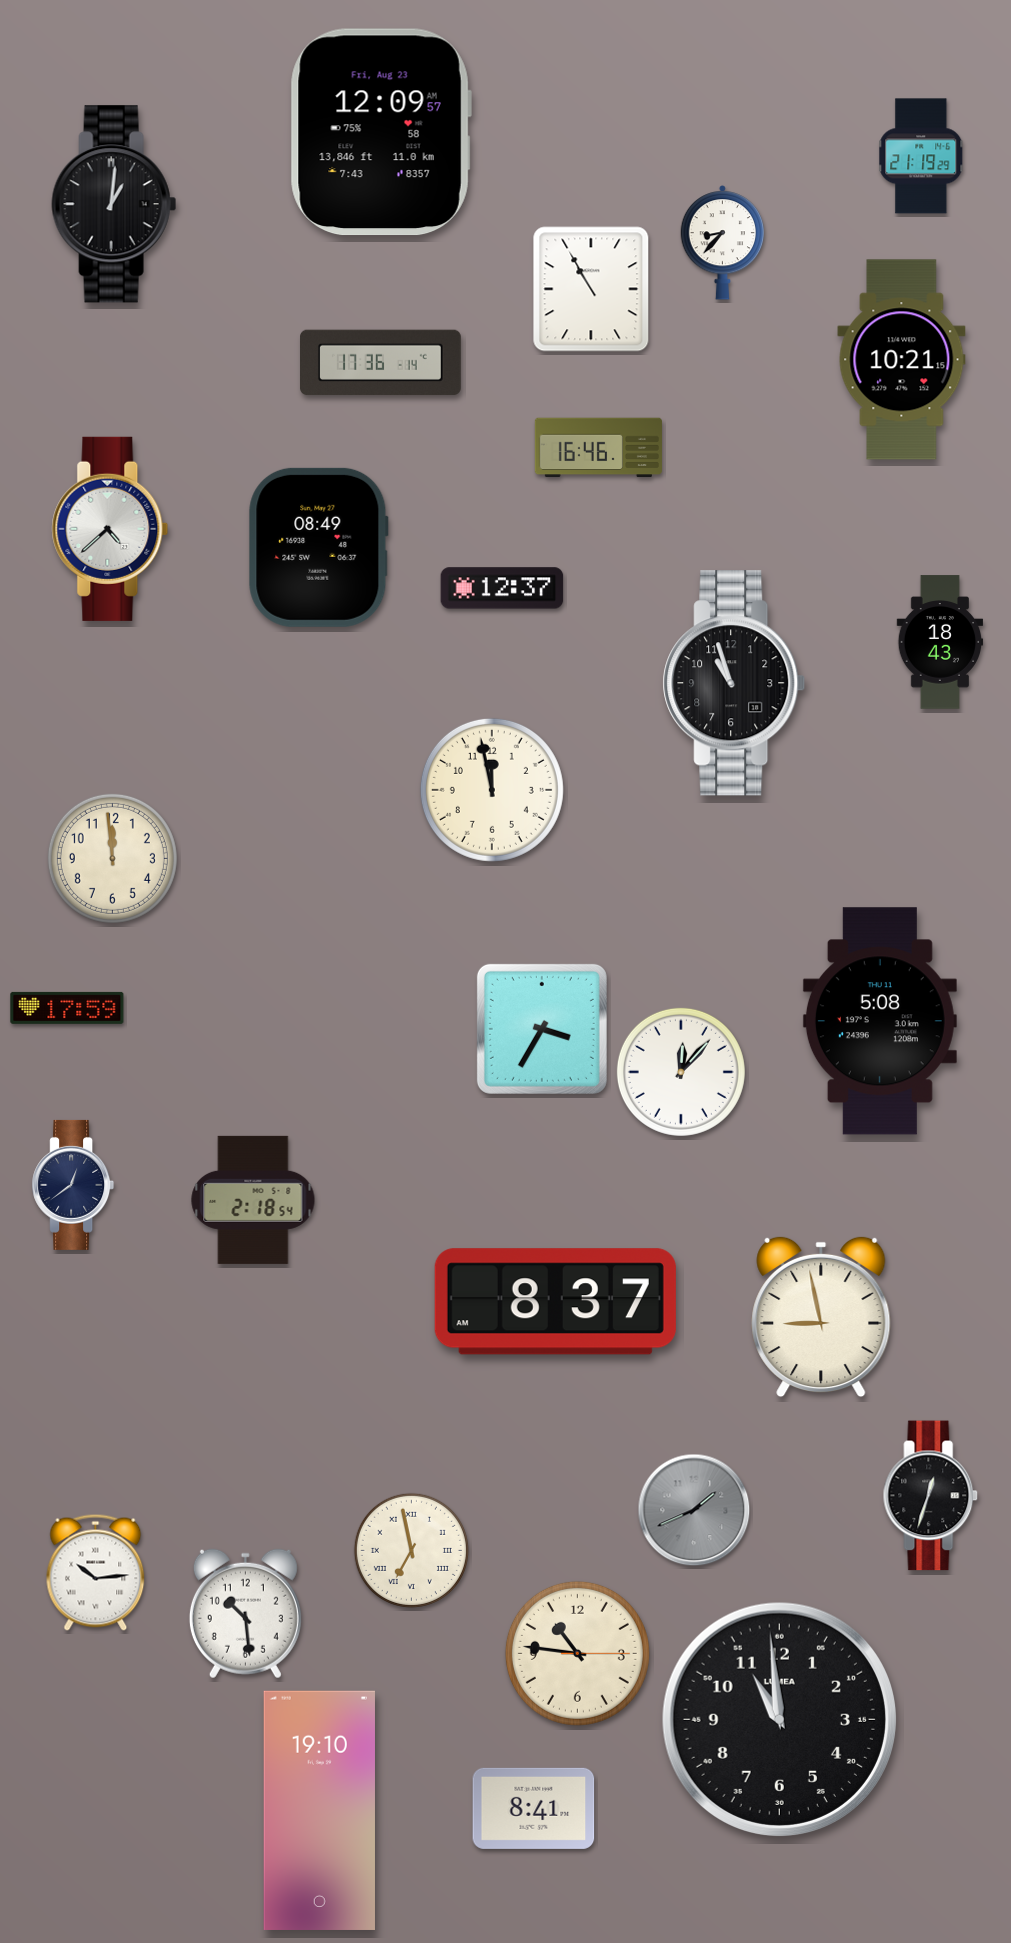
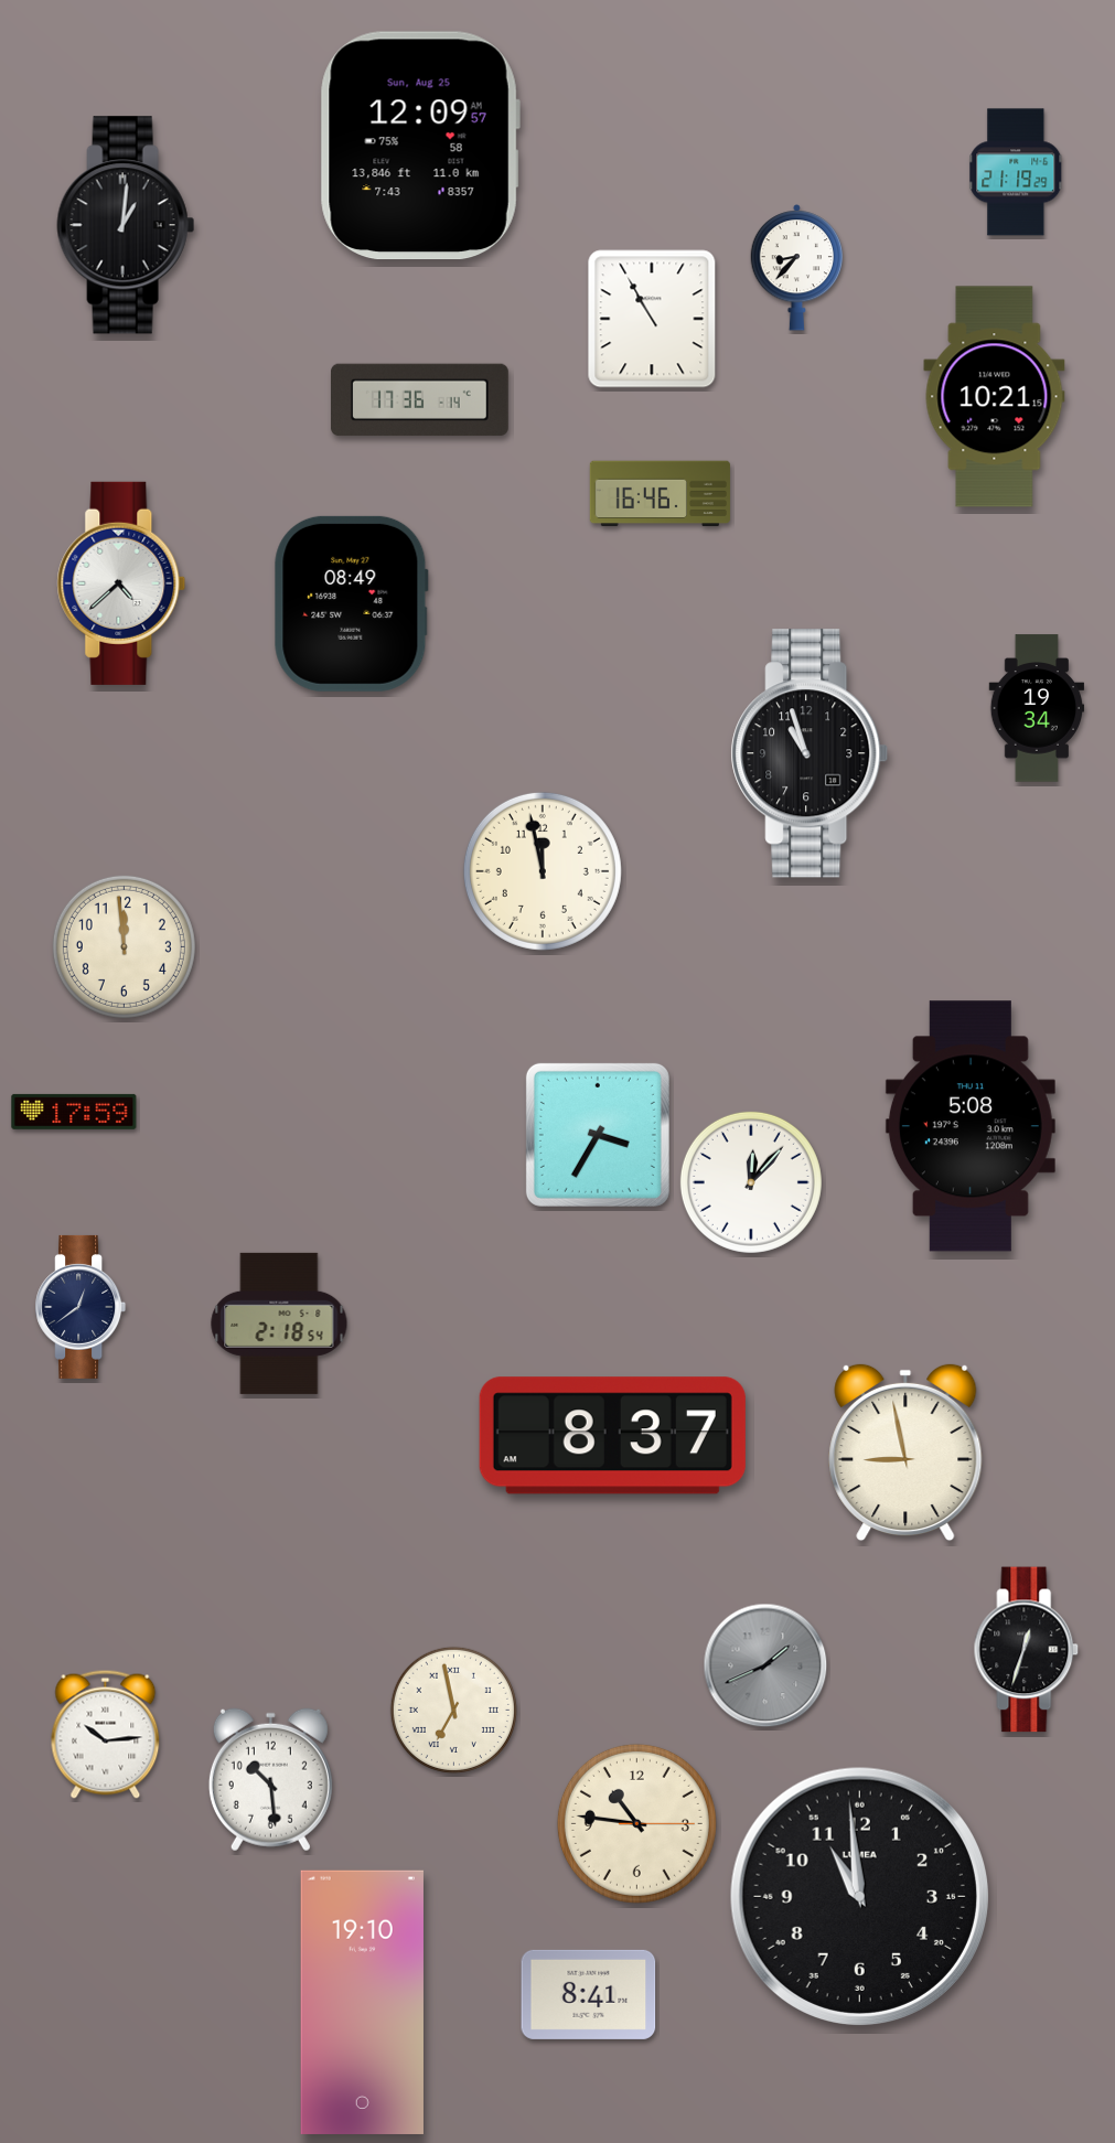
clock at (381, 132) date: Fri, Aug 23 -> Sun, Aug 25
clock at (502, 588): 12:37 -> none
clock at (940, 642): 18:43 -> 19:34
clock at (319, 1810) position: (319, 1810) -> (362, 2002)
